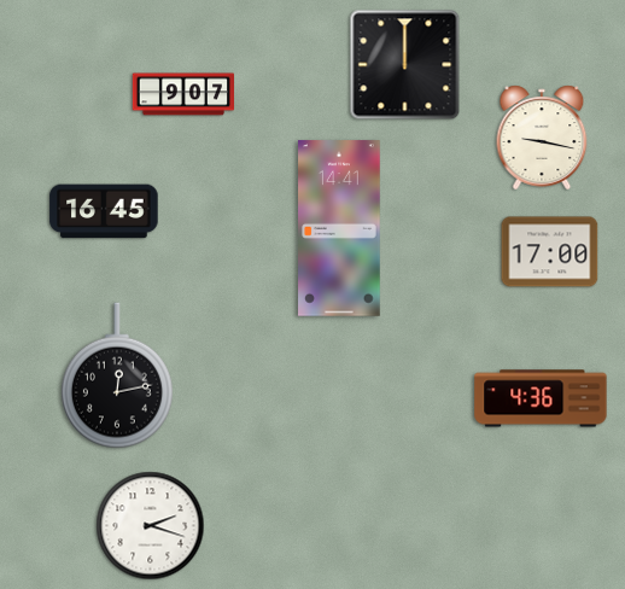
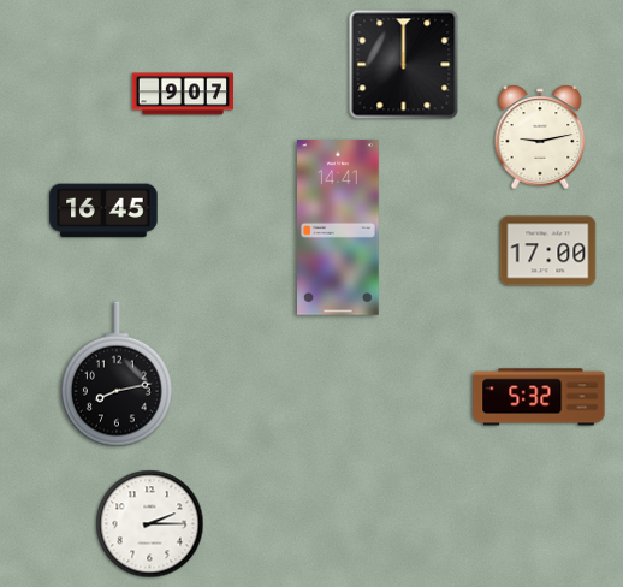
clock at (542, 138): 9:17 -> 9:13
clock at (117, 375): 12:13 -> 8:13
clock at (541, 398): 4:36 -> 5:32
clock at (151, 526): 2:18 -> 2:15
